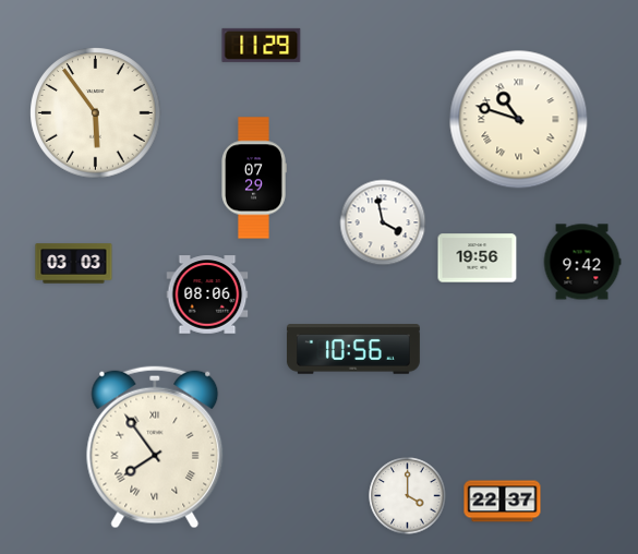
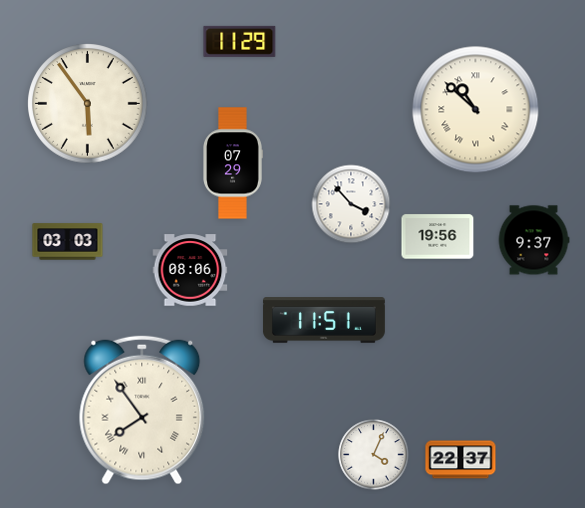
clock at (519, 120): 10:48 -> 10:52
clock at (383, 222): 3:58 -> 3:53
clock at (582, 262): 9:42 -> 9:37
clock at (353, 349): 10:56 -> 11:51
clock at (408, 496): 4:00 -> 4:04
